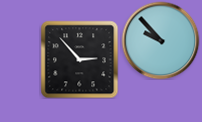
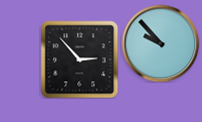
clock at (160, 40) position: (160, 40) -> (160, 43)
